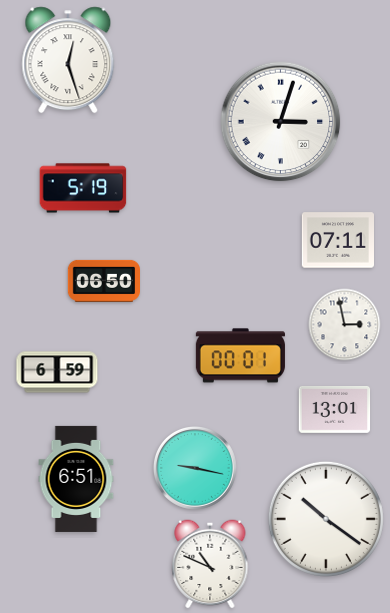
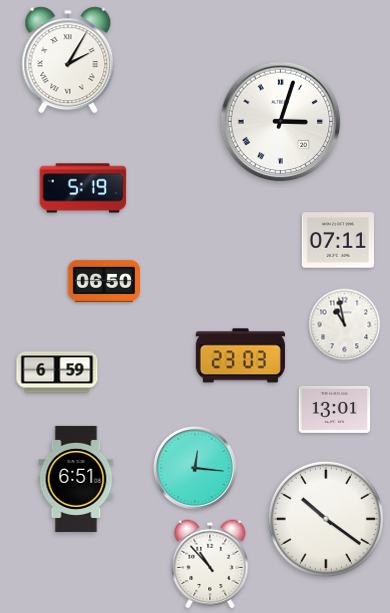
clock at (68, 60): 12:27 -> 2:05
clock at (345, 325): 2:58 -> 10:58
clock at (240, 356): 00:01 -> 23:03
clock at (195, 468): 9:17 -> 12:16
clock at (210, 564): 10:49 -> 10:53
